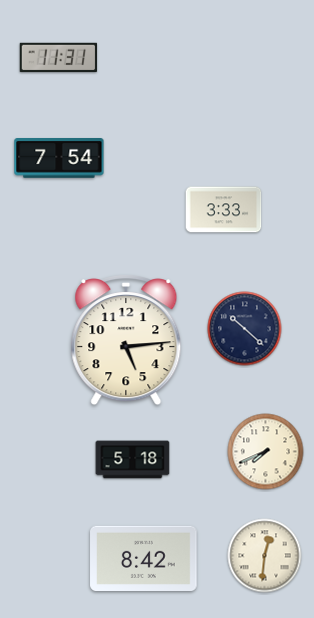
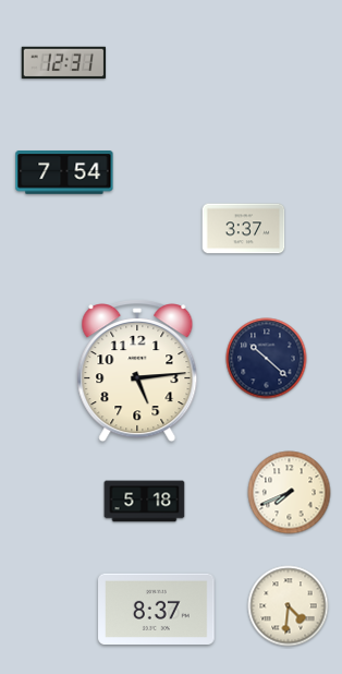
clock at (59, 58): 11:31 -> 12:31
clock at (224, 210): 3:33 -> 3:37
clock at (265, 556): 12:31 -> 4:31
clock at (144, 558): 8:42 -> 8:37
